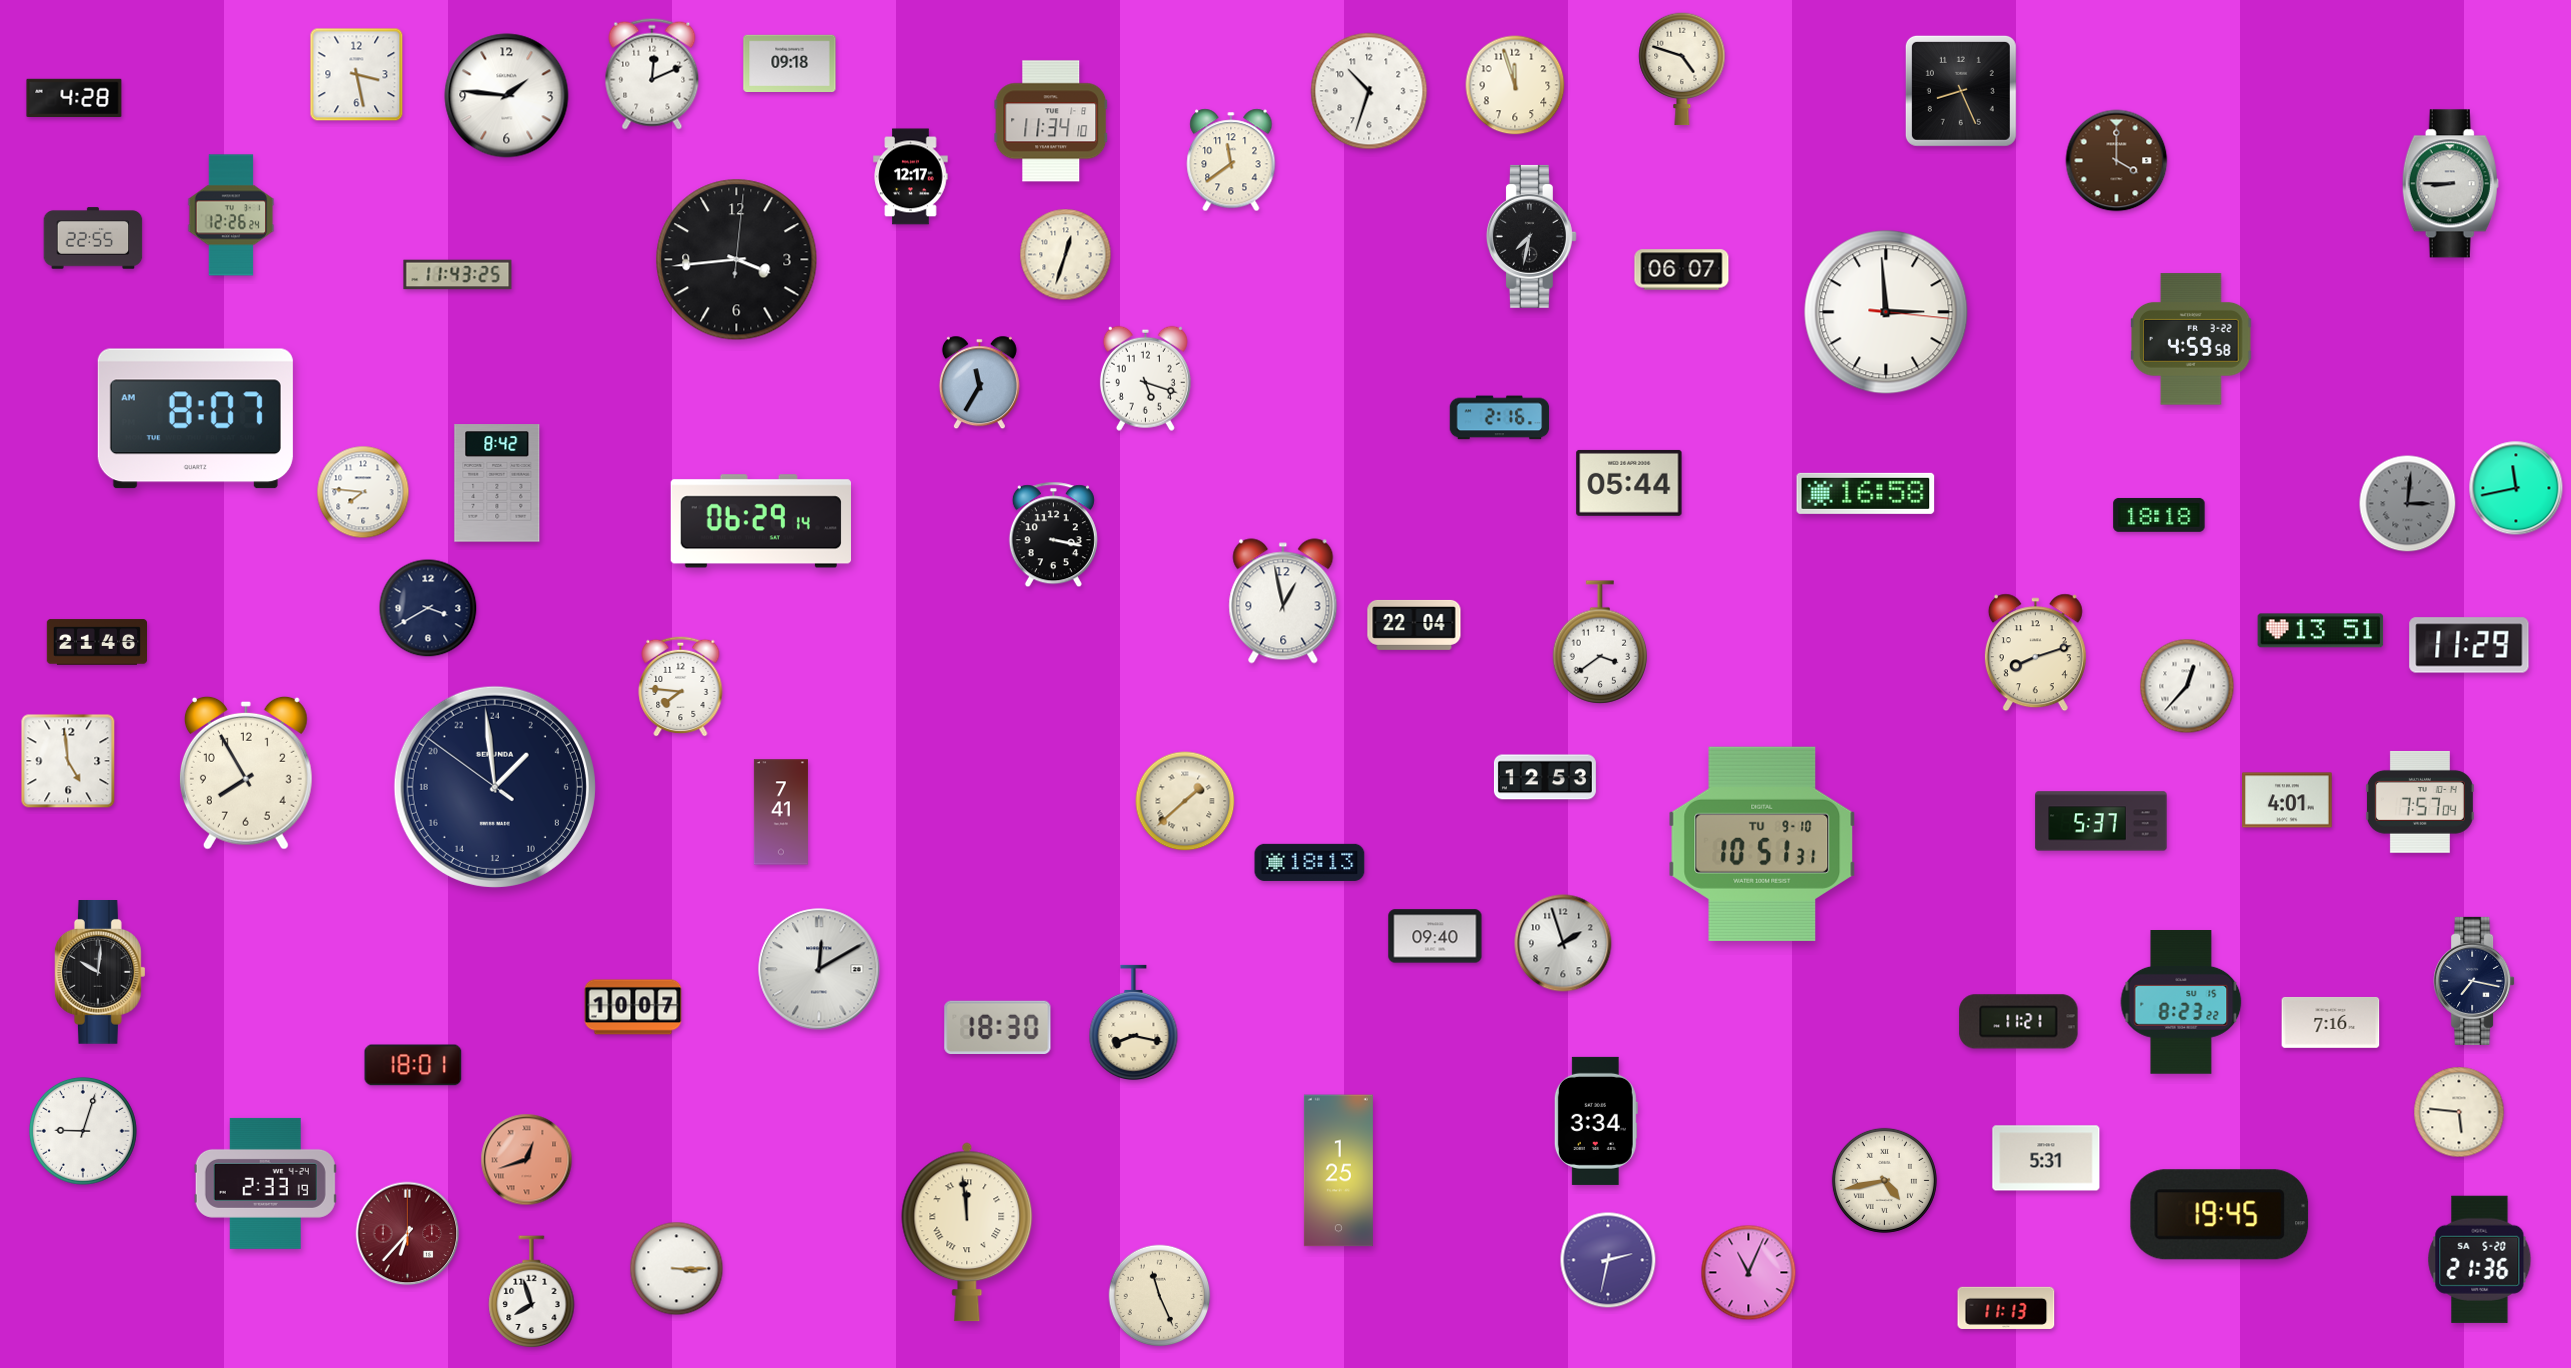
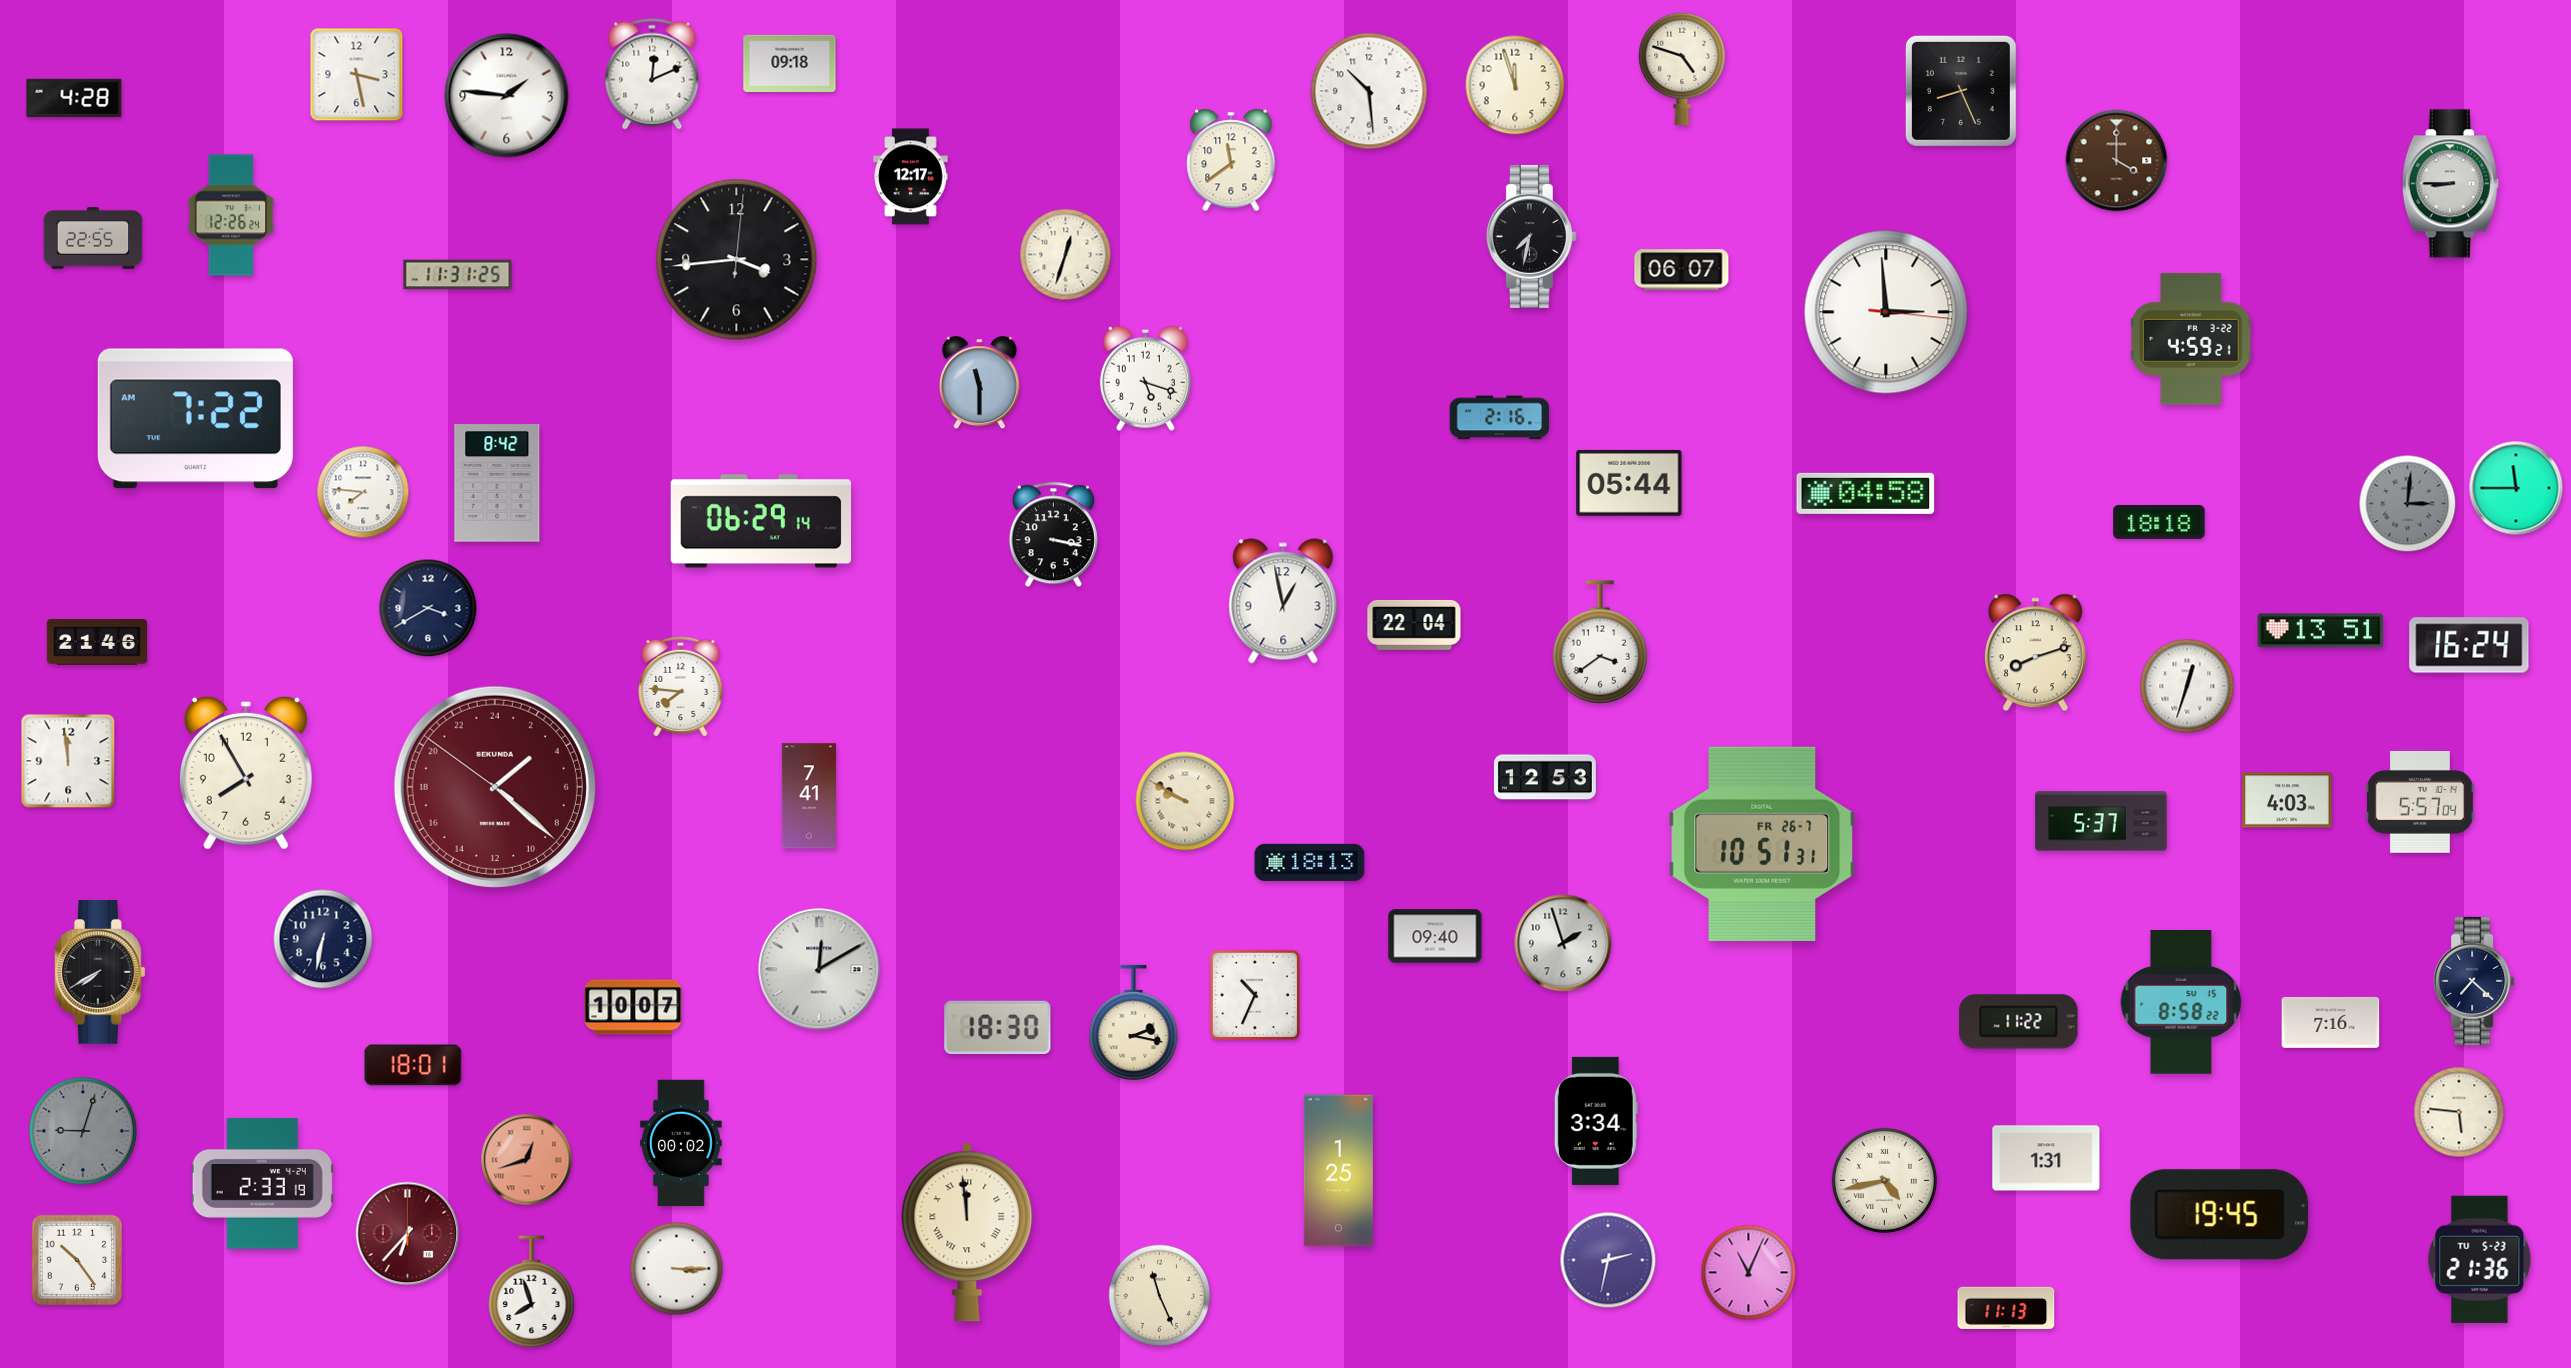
clock at (1369, 91): 10:33 -> 10:29
clock at (1051, 121): 11:34 -> none
clock at (458, 275): 11:43 -> 11:31
clock at (2191, 339): 4:59:58 -> 4:59:21
clock at (979, 383): 11:35 -> 11:30
clock at (195, 419): 8:07 -> 7:22
clock at (2516, 488): 11:43 -> 11:45
clock at (1866, 493): 16:58 -> 04:58
clock at (2159, 515) position: (2159, 515) -> (2159, 522)
clock at (2469, 645): 11:29 -> 16:24
clock at (2187, 686): 12:37 -> 12:33
clock at (68, 761): 4:59 -> 11:59
clock at (495, 787): 2:58 -> 3:21
clock at (495, 787) dial: navy -> burgundy
clock at (2287, 800): 4:01 -> 4:03
clock at (1185, 801): 1:38 -> 9:50
clock at (2420, 802): 7:57 -> 5:57
clock at (781, 812) position: (781, 812) -> (809, 796)
clock at (1762, 844) date: TU 9-10 -> FR 26-7
clock at (323, 939): none -> 6:32
clock at (100, 973): 10:01 -> 7:40
clock at (2474, 981): 7:17 -> 7:22
clock at (1255, 995): none -> 10:34
clock at (2181, 1003): 8:23 -> 8:58
clock at (2019, 1022): 11:21 -> 11:22
clock at (1134, 1023): 8:17 -> 2:17
clock at (83, 1131) dial: white -> grey
clock at (682, 1143): none -> 00:02
clock at (2046, 1158): 5:31 -> 1:31
clock at (265, 1183) position: (265, 1183) -> (262, 1183)
clock at (2480, 1259) date: SA 5-20 -> TU 5-23
clock at (77, 1260): none -> 10:24
